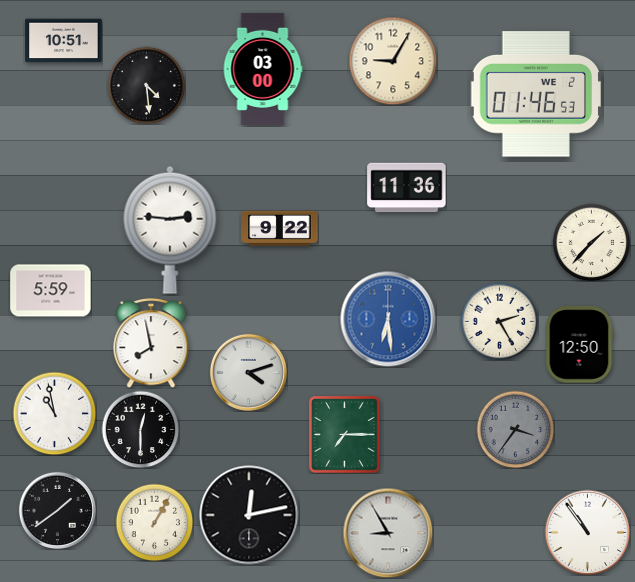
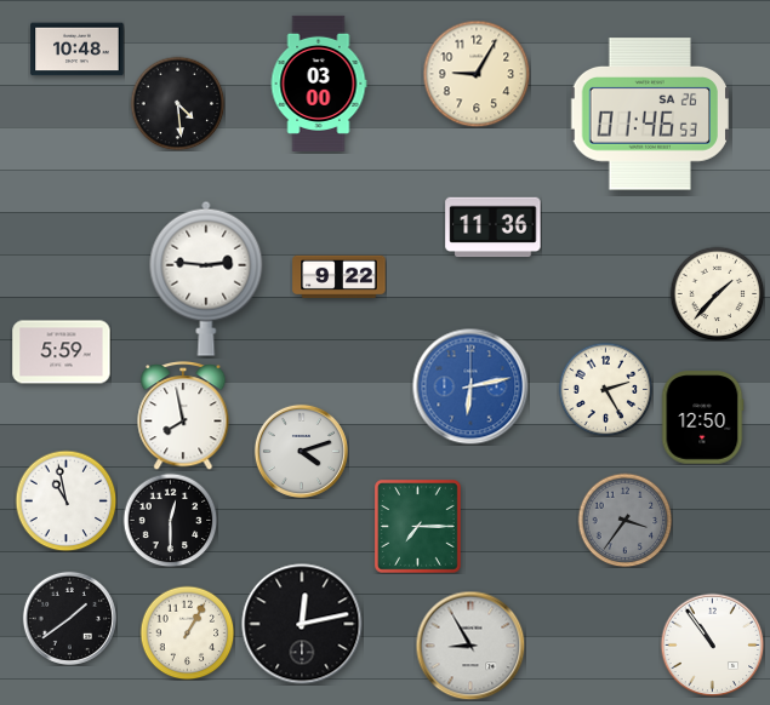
clock at (64, 41): 10:51 -> 10:48
clock at (536, 94) date: WE 2 -> SA 26
clock at (388, 319): 6:29 -> 6:13
